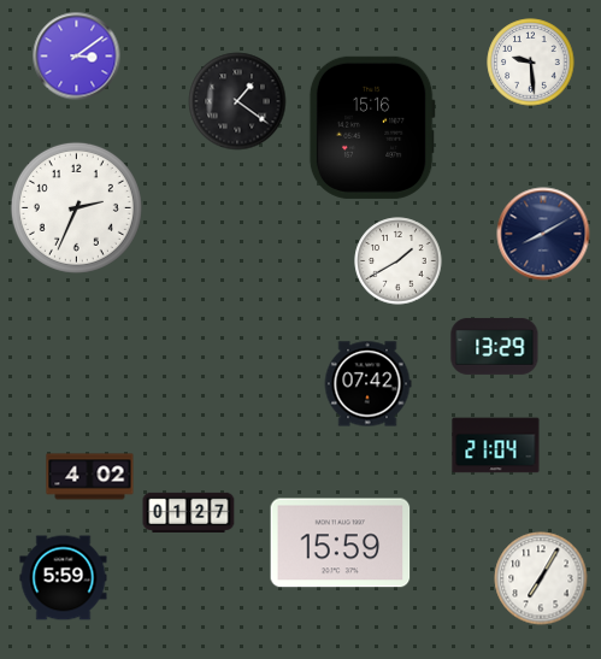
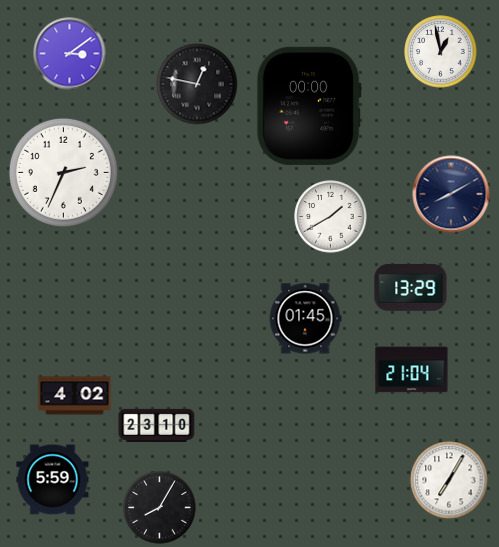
clock at (77, 57) position: (77, 57) -> (70, 54)
clock at (531, 63): 9:29 -> 12:58
clock at (237, 101): 1:21 -> 12:47
clock at (372, 128): 15:16 -> 00:00
clock at (367, 384): 07:42 -> 01:45
clock at (189, 512): 01:27 -> 23:10
clock at (341, 543): 15:59 -> none
clock at (160, 508): none -> 8:05
